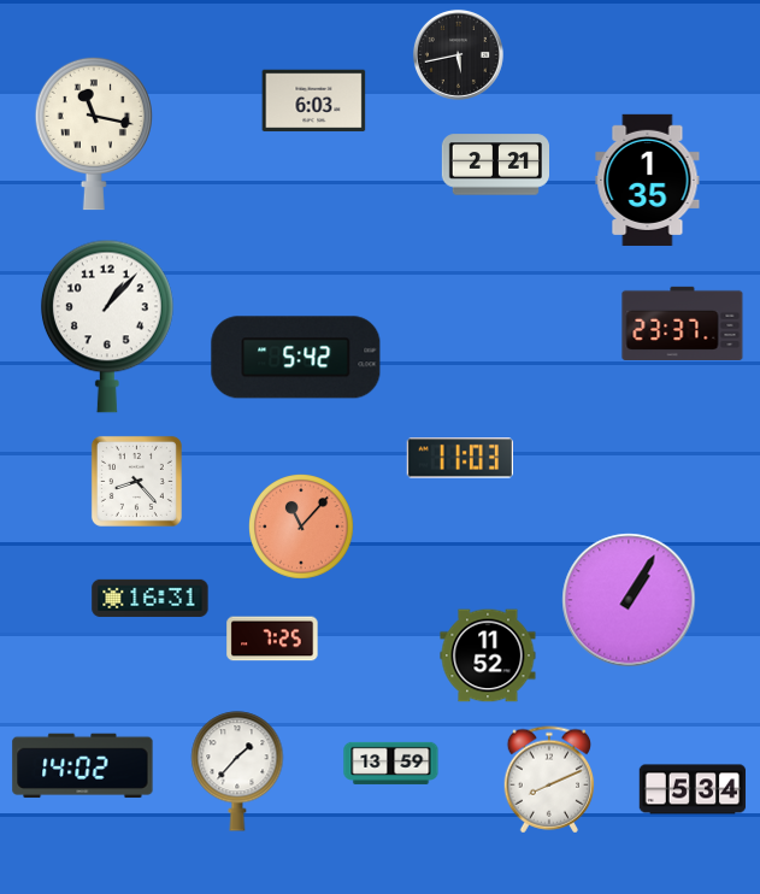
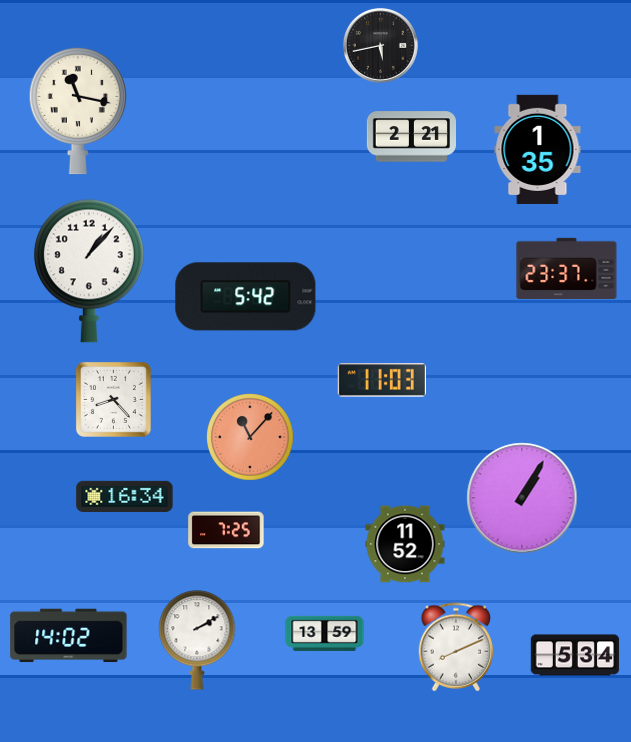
clock at (314, 101): 6:03 -> none
clock at (151, 598): 16:31 -> 16:34
clock at (237, 771): 1:37 -> 2:10
